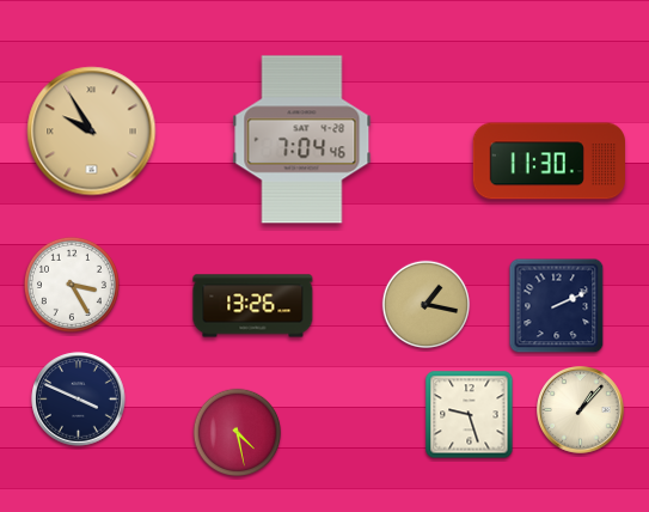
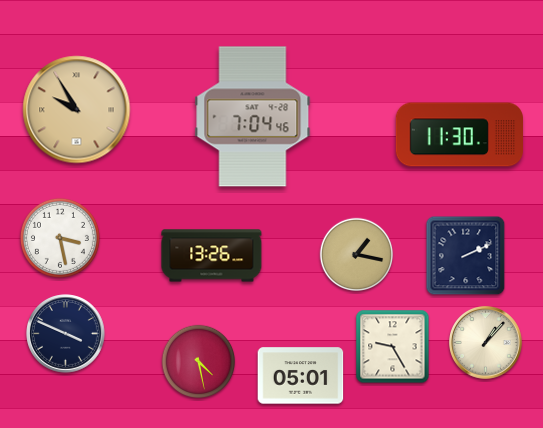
clock at (72, 285): 3:25 -> 3:28
clock at (470, 415): 9:27 -> 9:25
clock at (301, 376): none -> 05:01
